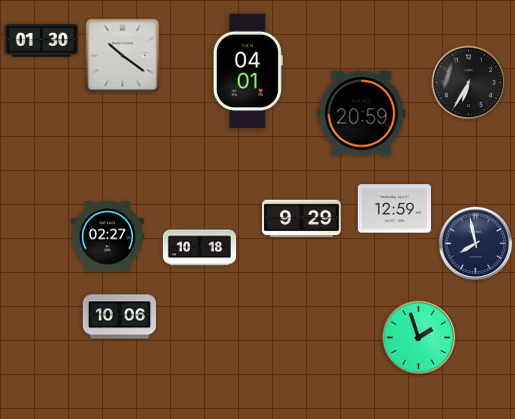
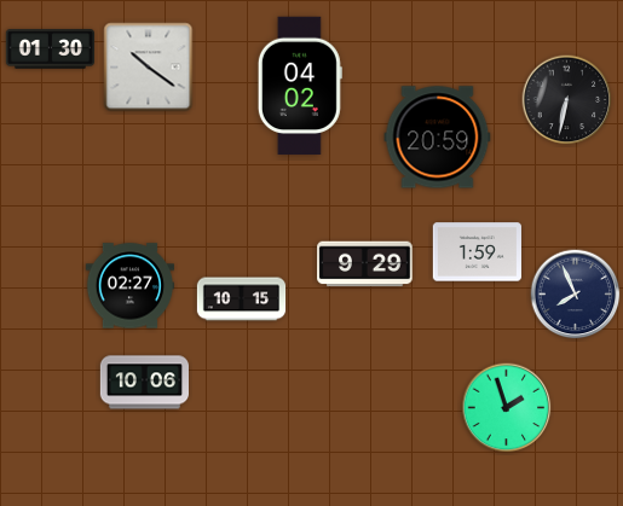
clock at (248, 71): 04:01 -> 04:02
clock at (469, 83): 6:35 -> 6:32
clock at (394, 209): 12:59 -> 1:59
clock at (476, 244): 7:58 -> 7:56
clock at (200, 248): 10:18 -> 10:15
